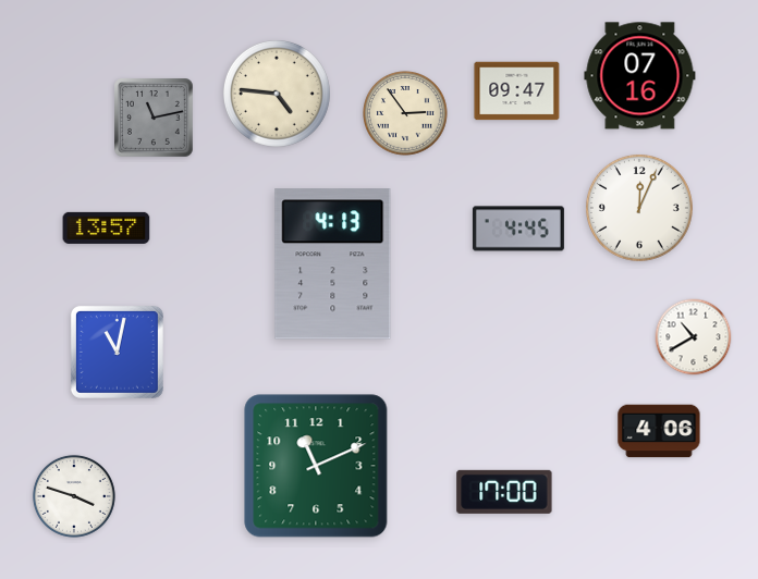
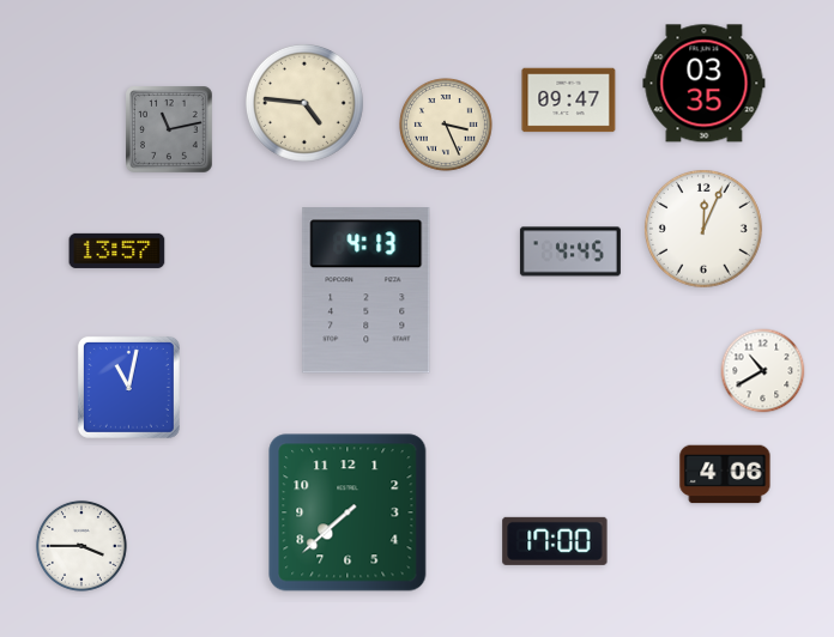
clock at (640, 76): 07:16 -> 03:35
clock at (406, 114): 2:54 -> 3:26
clock at (316, 466): 11:11 -> 7:38
clock at (74, 496): 3:48 -> 3:45
